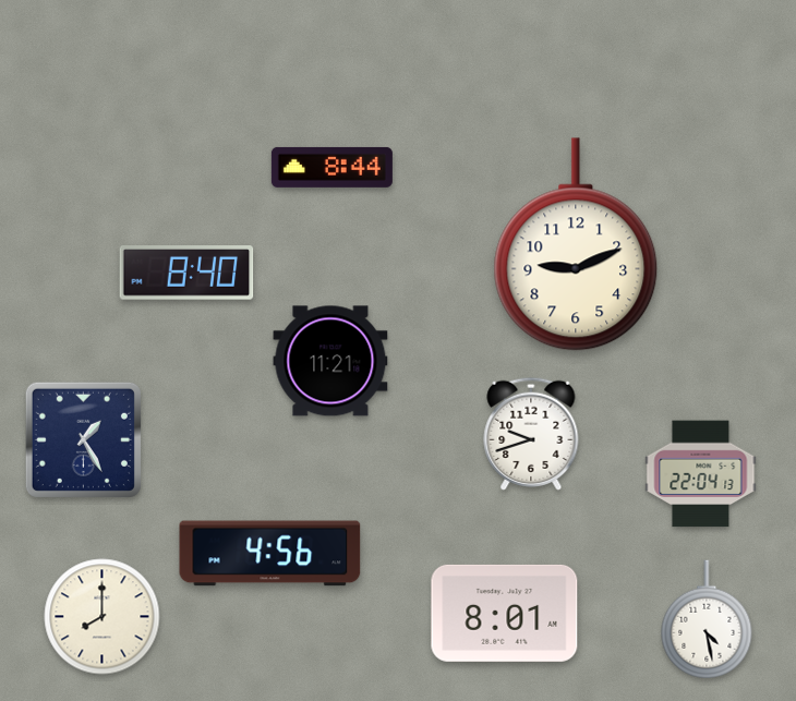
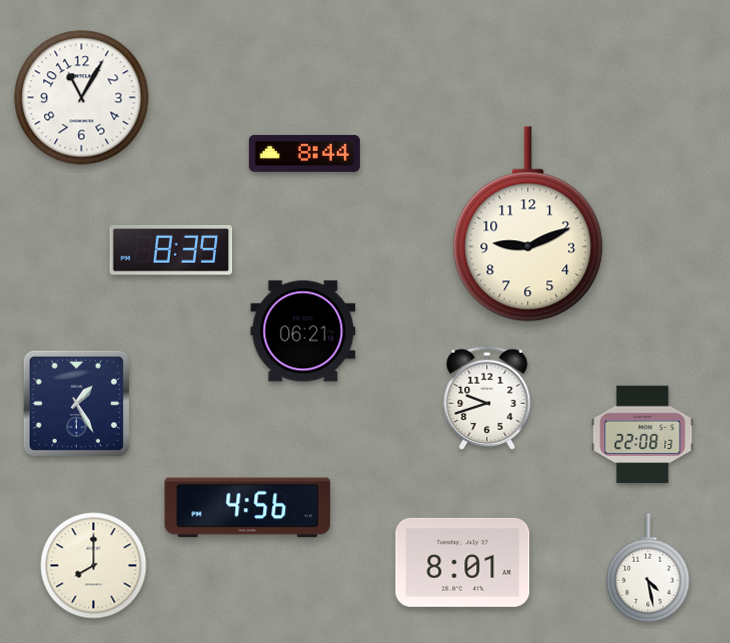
clock at (82, 98): none -> 11:05
clock at (186, 274): 8:40 -> 8:39
clock at (330, 361): 11:21 -> 06:21
clock at (701, 474): 22:04 -> 22:08
